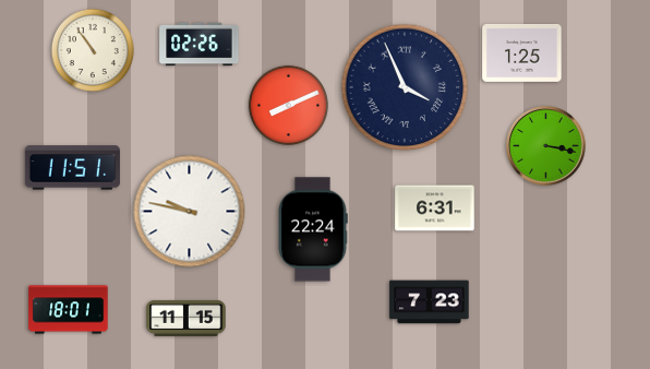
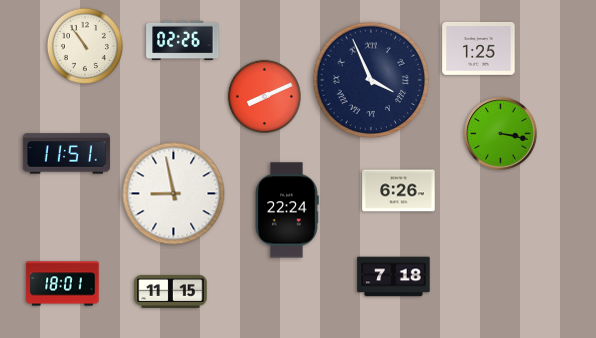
clock at (435, 209): 6:31 -> 6:26
clock at (190, 212): 9:47 -> 8:58
clock at (430, 302): 7:23 -> 7:18
